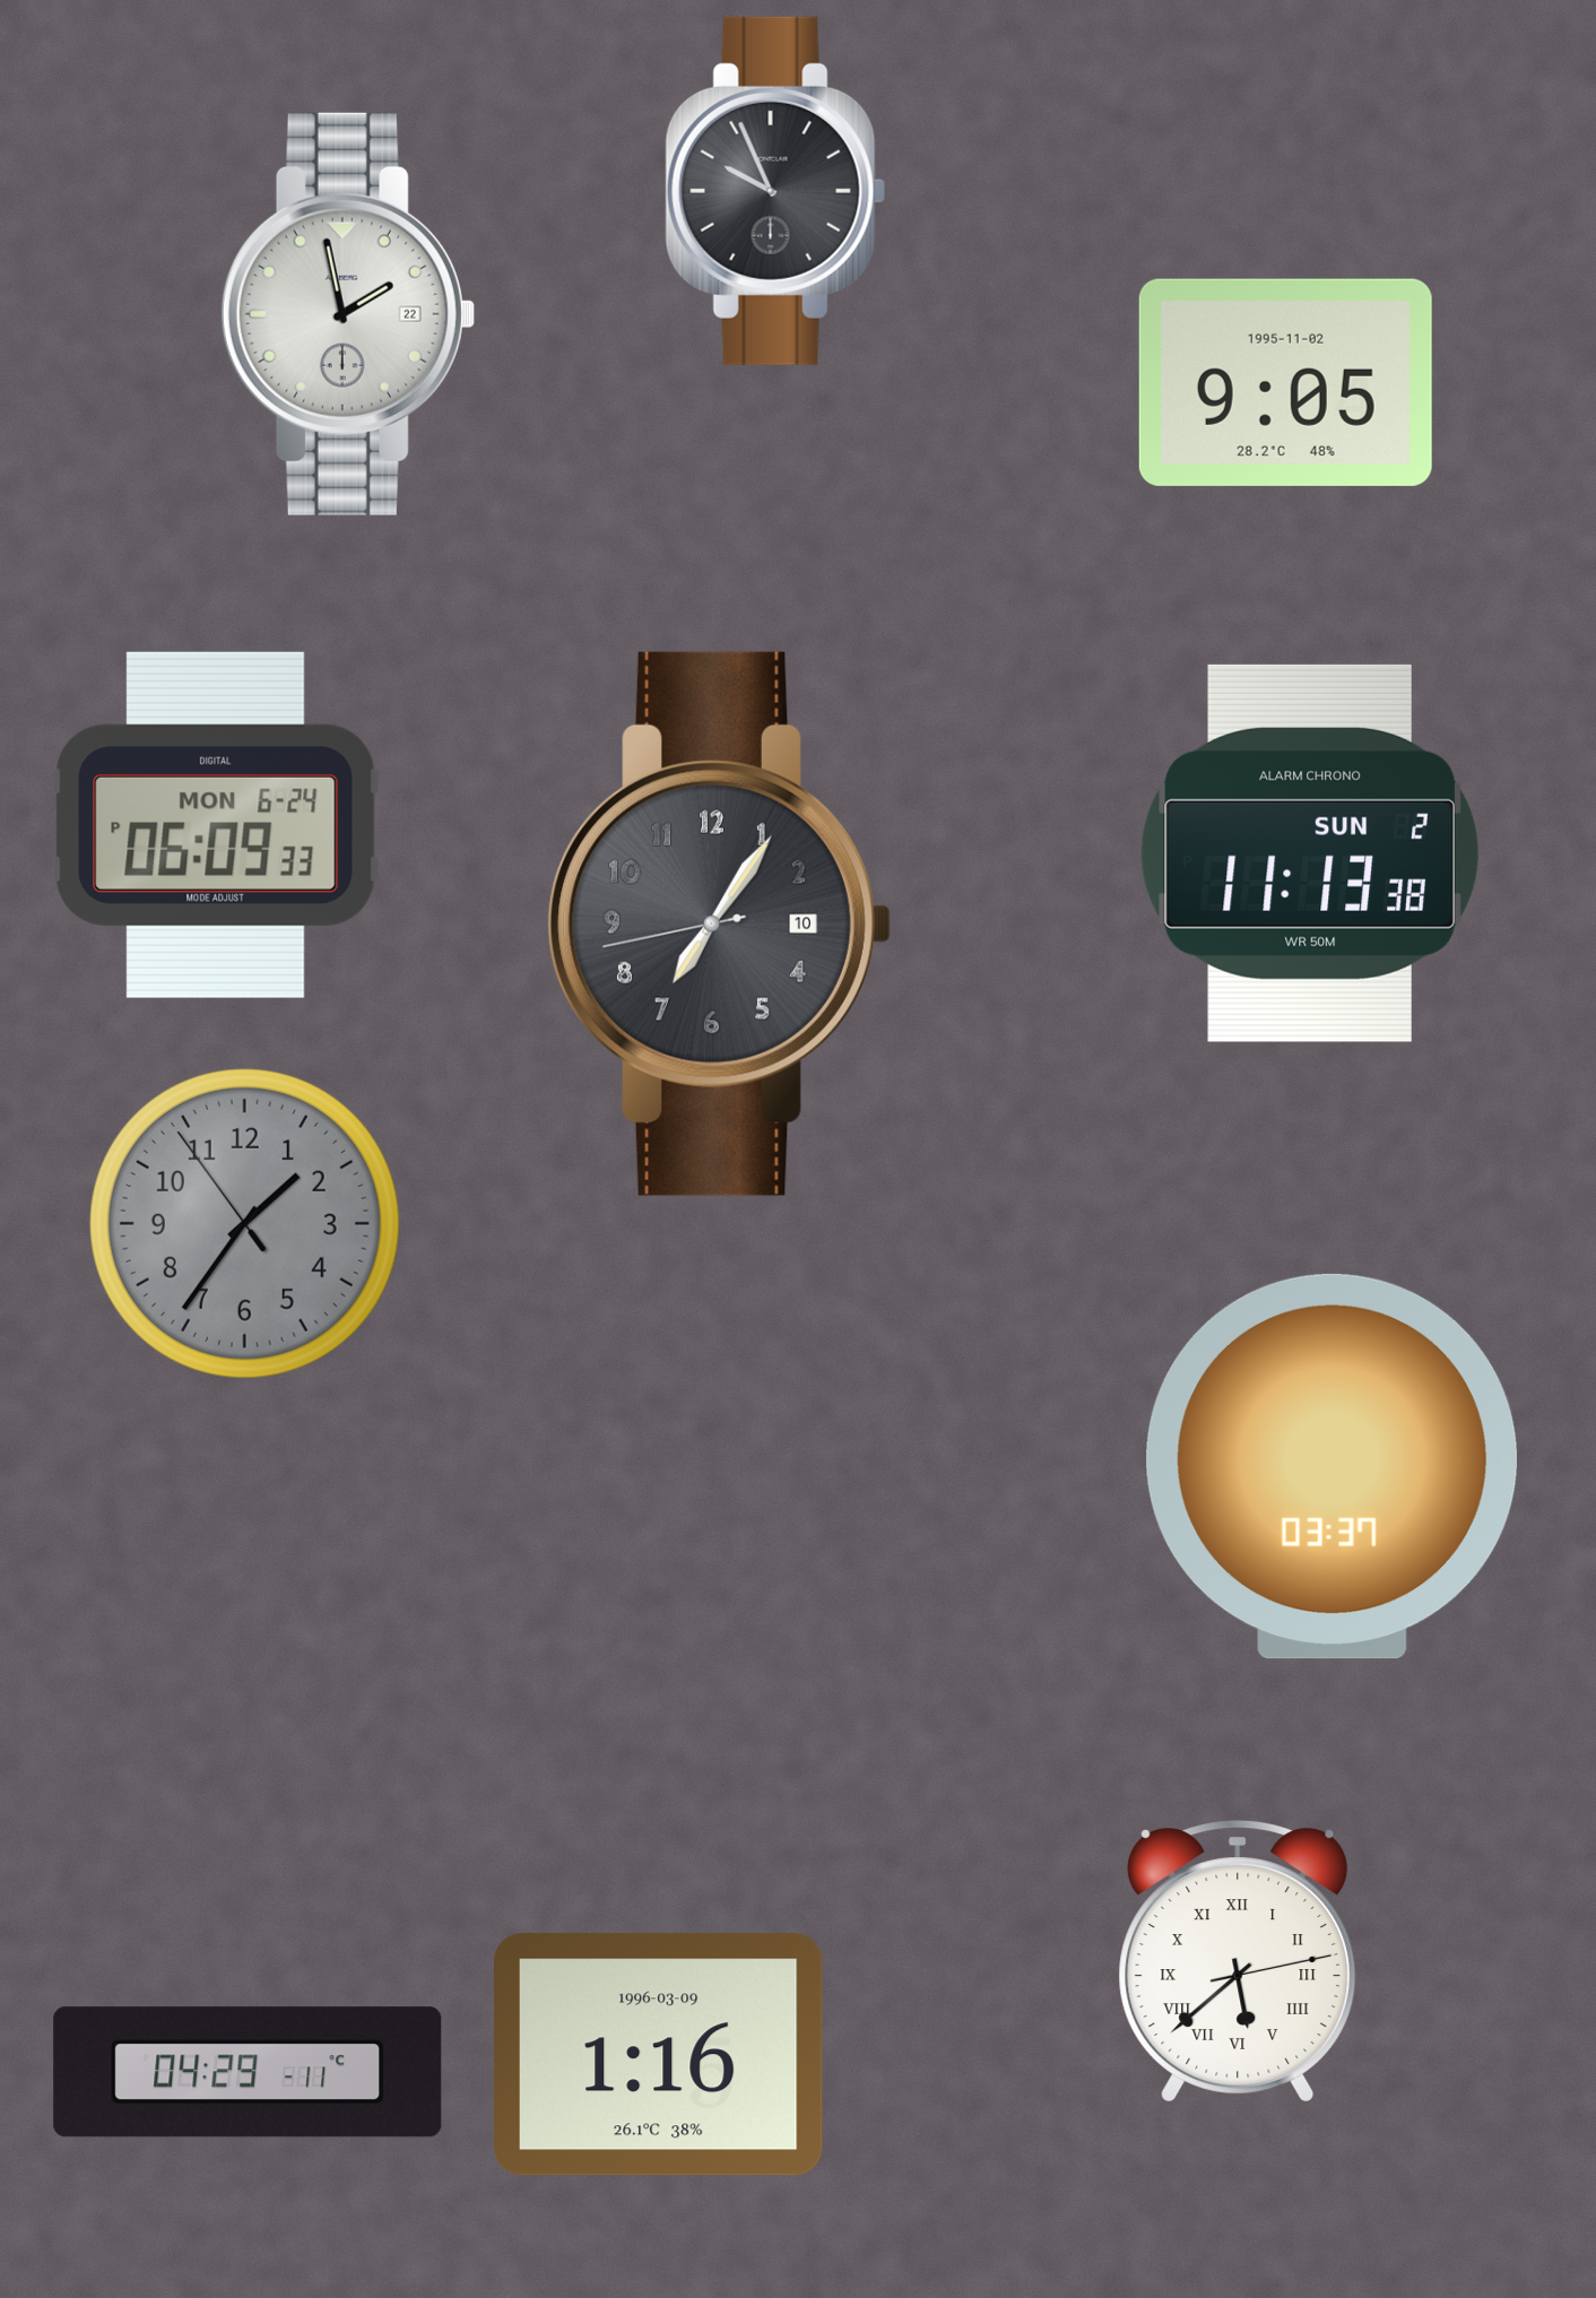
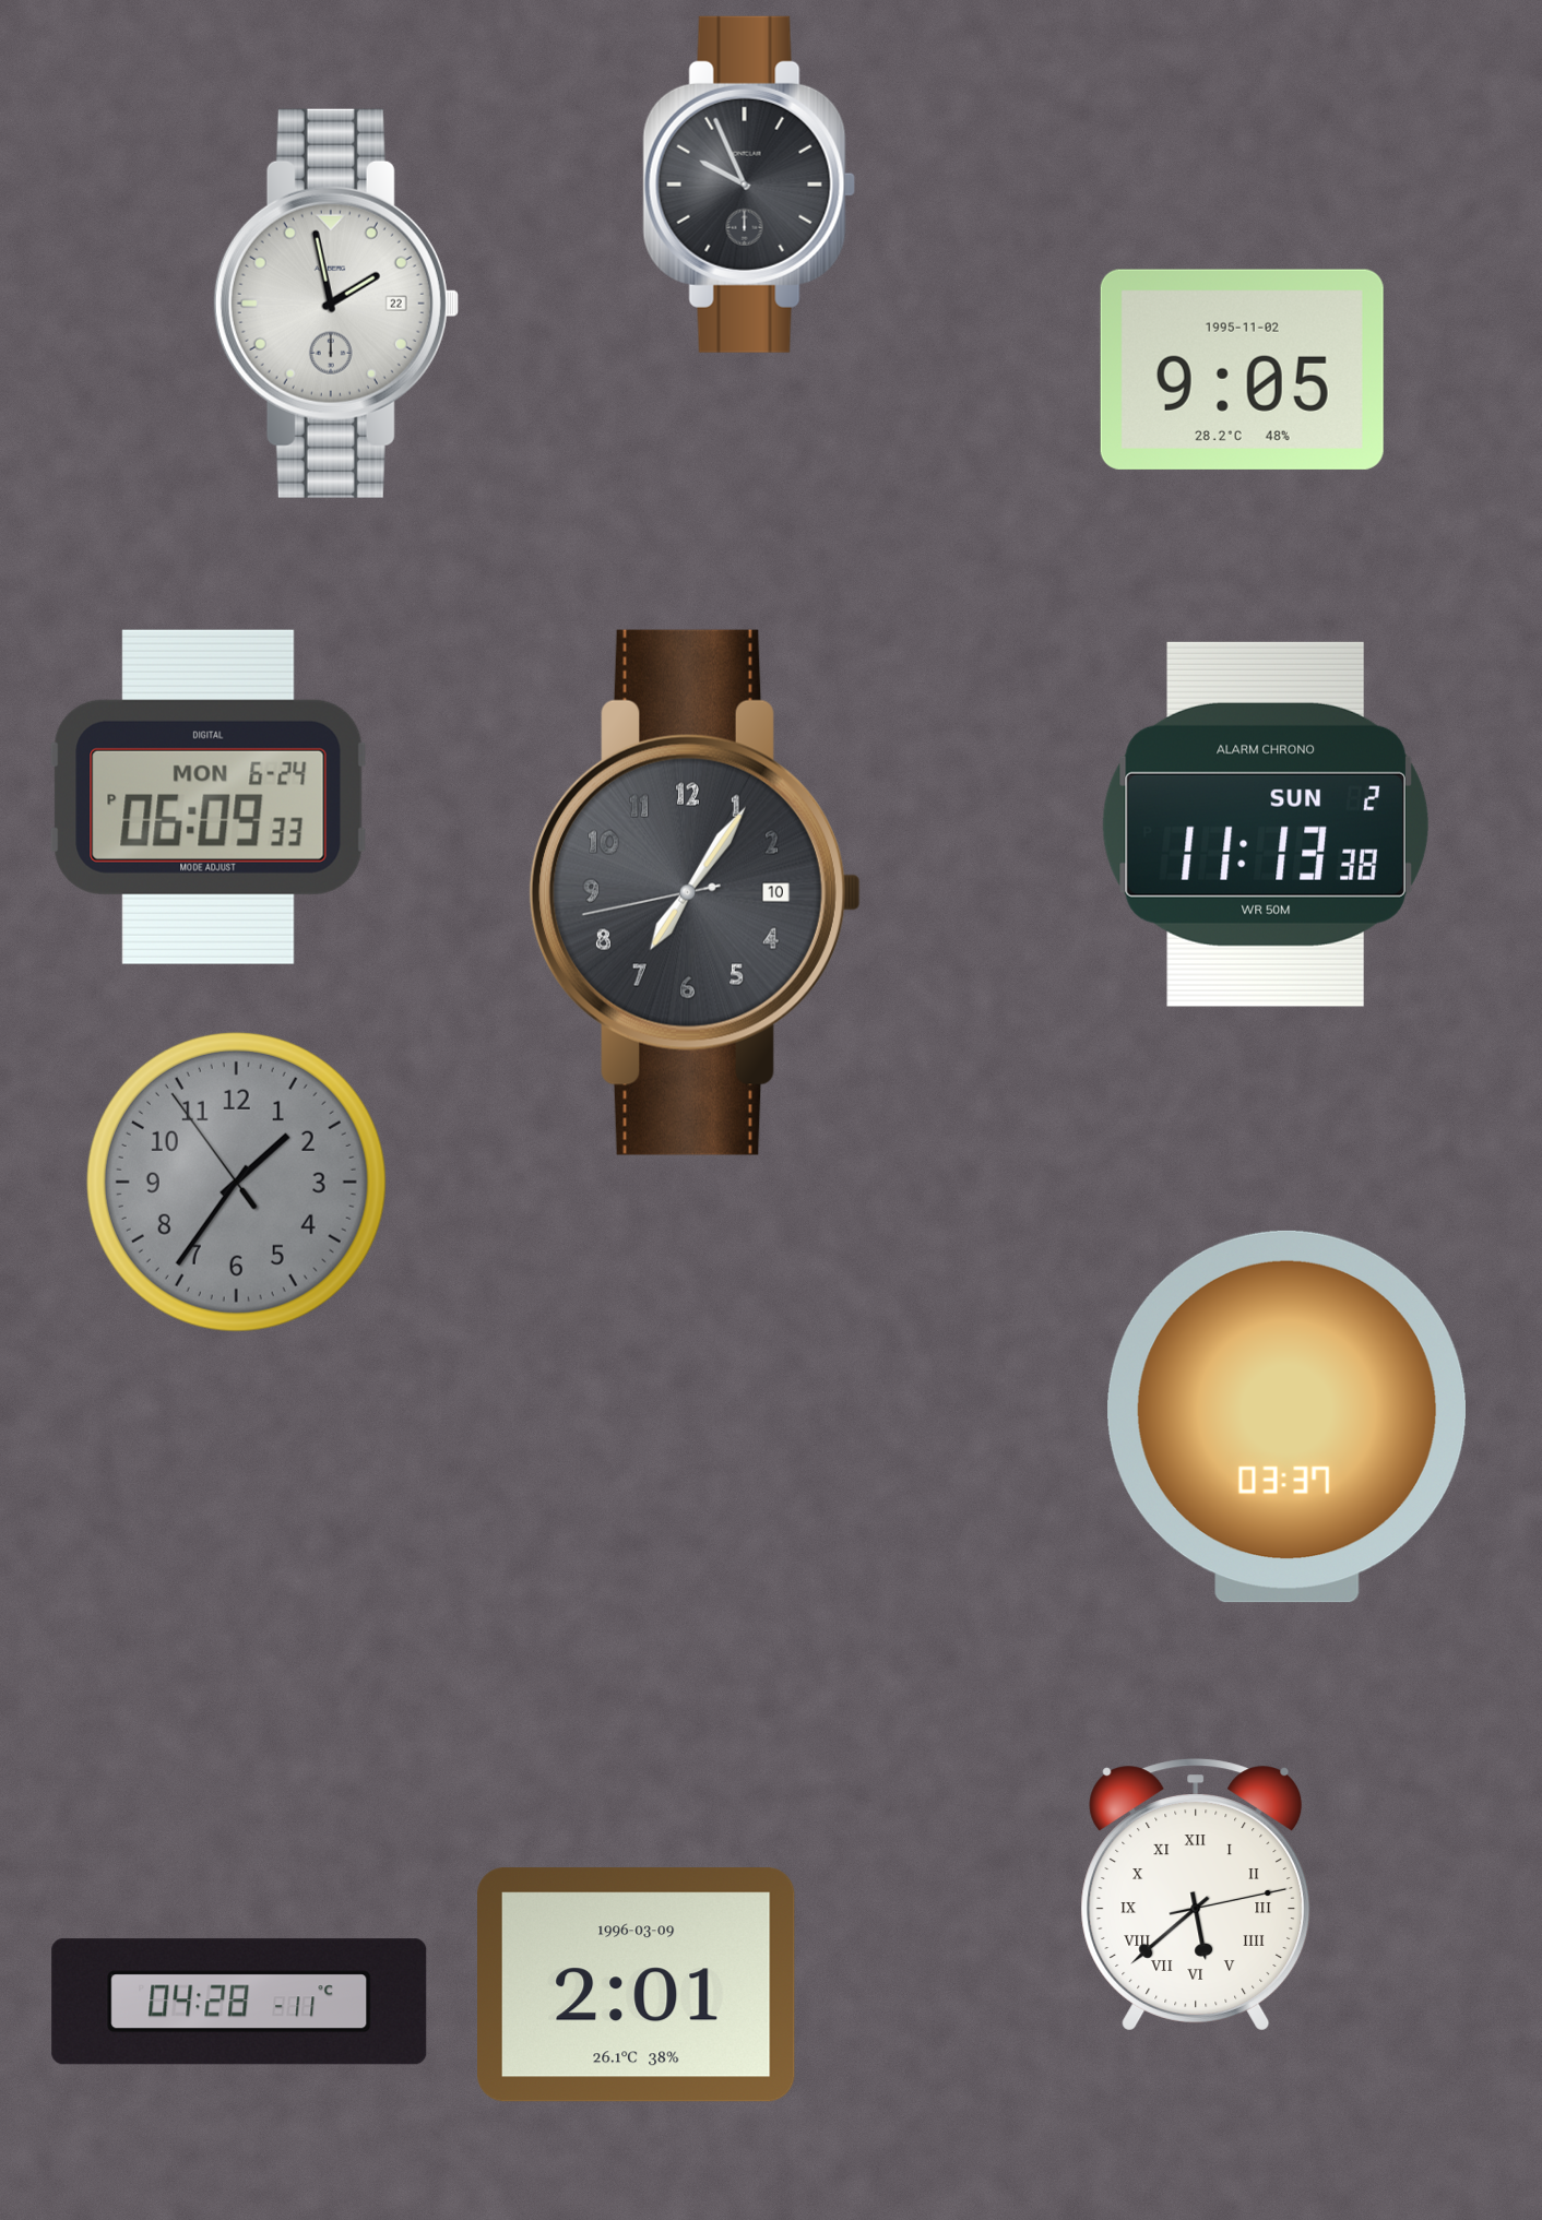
clock at (659, 2055): 1:16 -> 2:01
clock at (248, 2072): 04:29 -> 04:28
